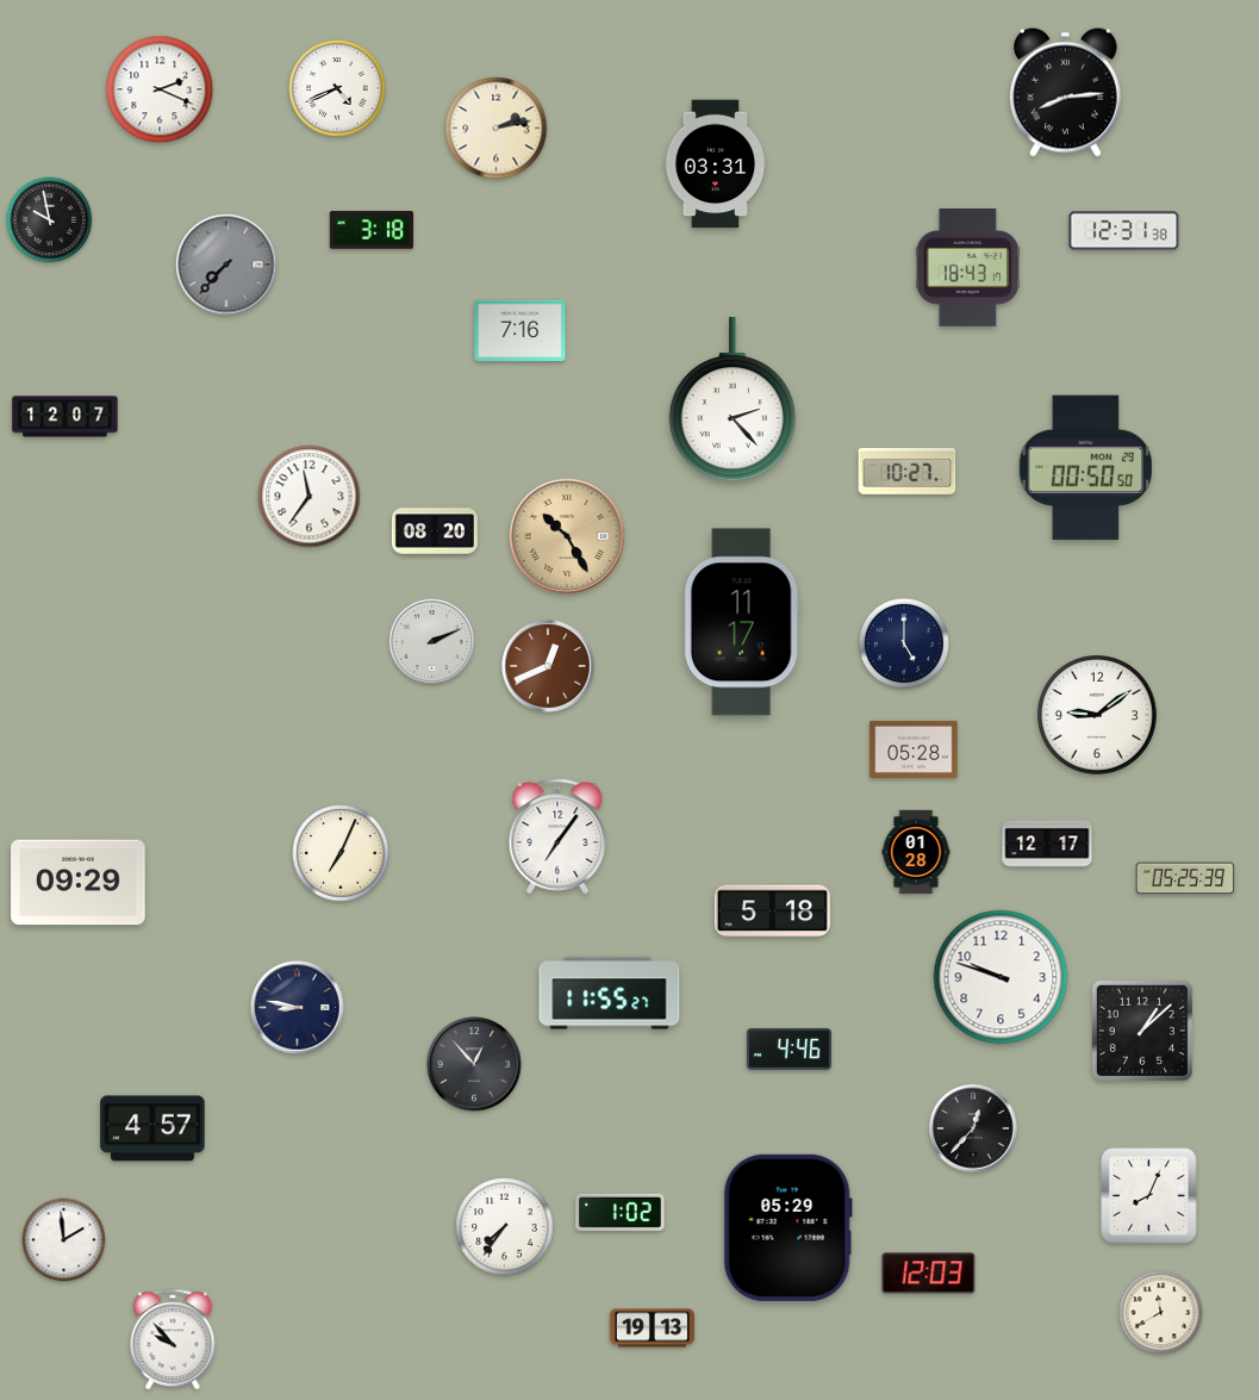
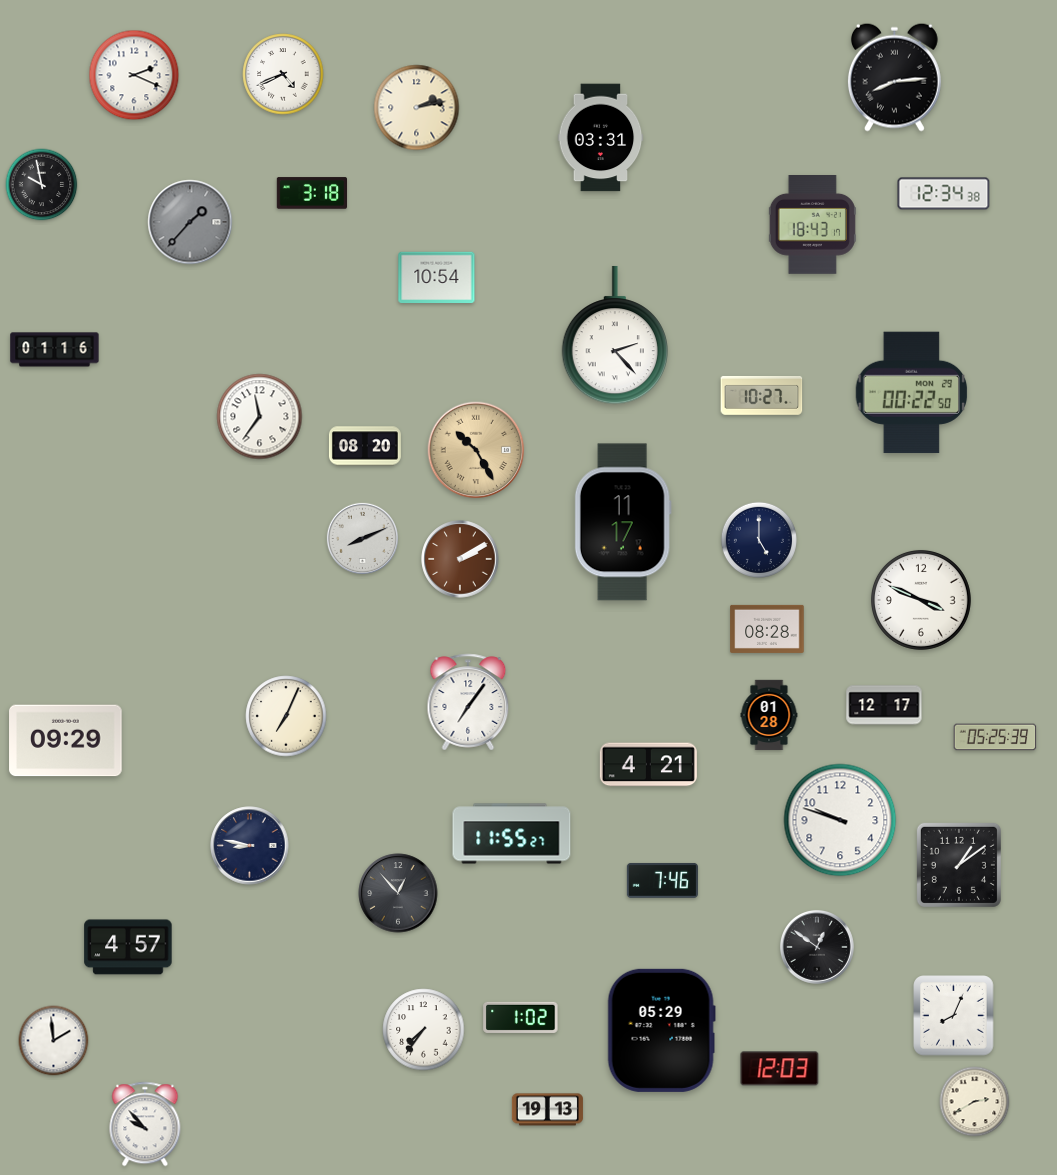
clock at (1124, 231): 12:31 -> 12:34
clock at (226, 265): 7:37 -> 1:37
clock at (521, 331): 7:16 -> 10:54
clock at (66, 417): 12:07 -> 01:16
clock at (1086, 468): 00:50 -> 00:22
clock at (431, 641): 2:11 -> 8:11
clock at (548, 666): 12:41 -> 2:10
clock at (1097, 715): 9:09 -> 3:49
clock at (914, 749): 05:28 -> 08:28
clock at (1047, 844) position: (1047, 844) -> (884, 705)
clock at (772, 911): 5:18 -> 4:21
clock at (1142, 1031): 1:08 -> 1:09
clock at (789, 1049): 4:46 -> 7:46
clock at (973, 1128): 12:37 -> 12:51
clock at (1149, 1196) position: (1149, 1196) -> (954, 1016)
clock at (1161, 1313): 11:40 -> 2:40
clock at (652, 1329) position: (652, 1329) -> (547, 1110)
